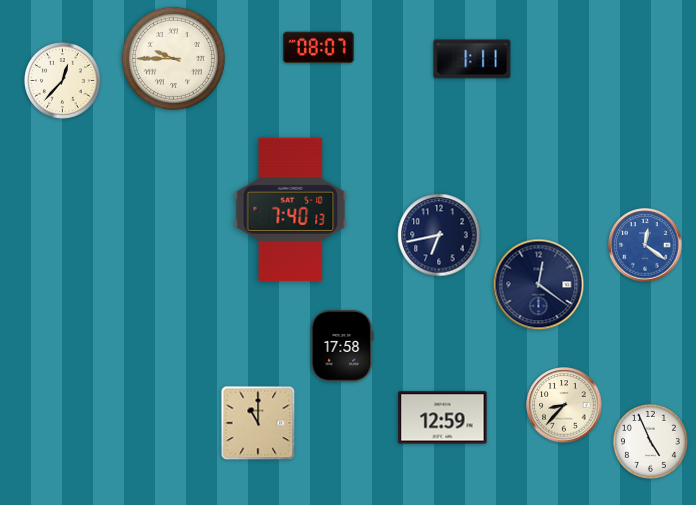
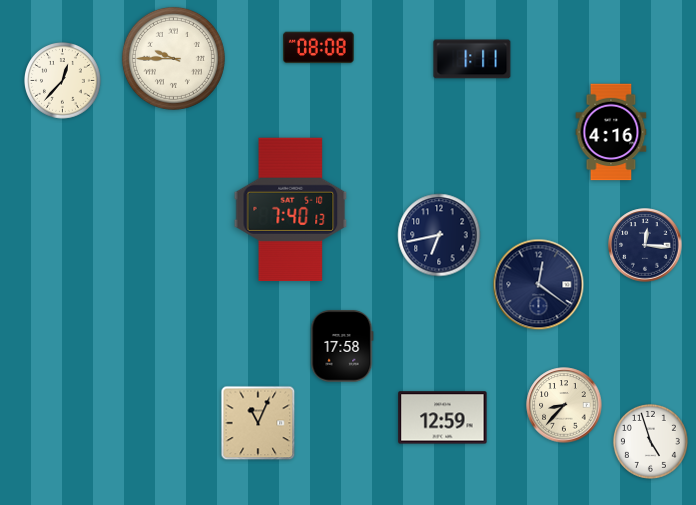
clock at (319, 48): 08:07 -> 08:08
clock at (611, 132): none -> 4:16
clock at (645, 245): 12:21 -> 12:16
clock at (645, 245) dial: blue -> navy
clock at (258, 423): 11:00 -> 11:04
clock at (650, 441): 4:56 -> 4:57
